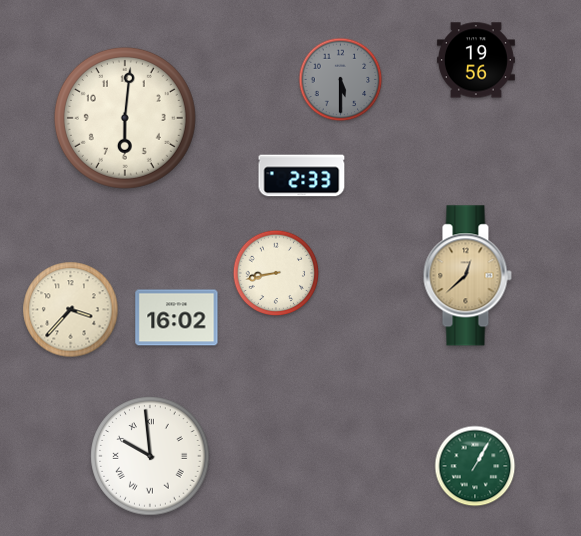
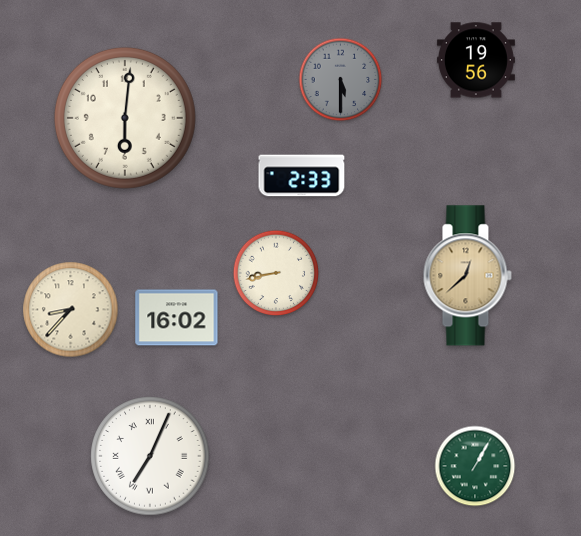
clock at (71, 310): 3:37 -> 8:37
clock at (150, 456): 9:59 -> 7:04
